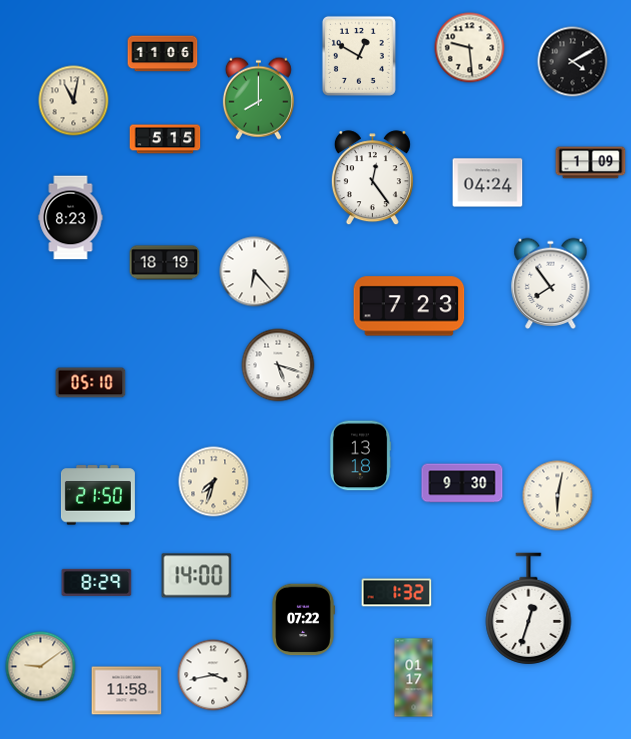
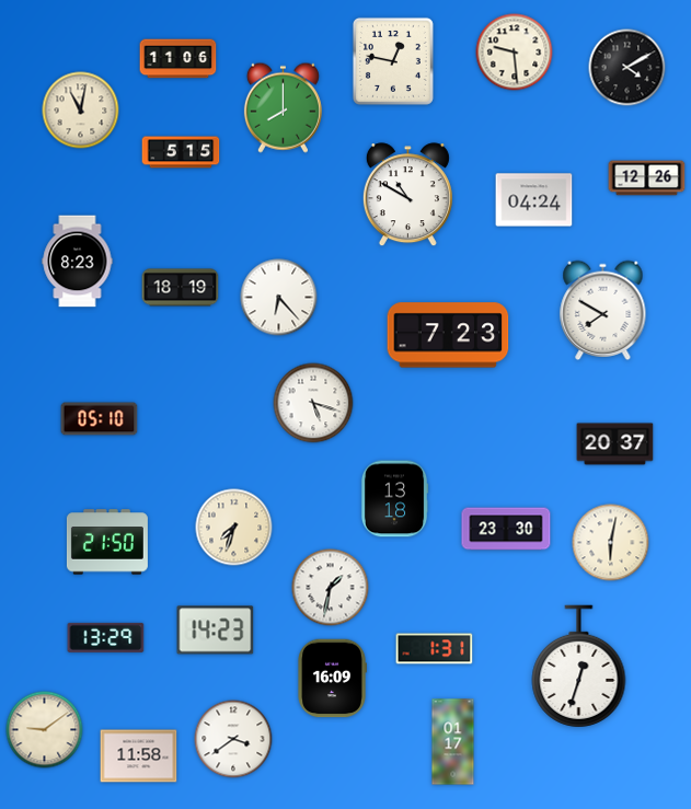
clock at (359, 56): 12:50 -> 12:47
clock at (591, 163): 1:09 -> 12:26
clock at (372, 178): 12:24 -> 10:50
clock at (71, 218) position: (71, 218) -> (78, 262)
clock at (551, 283): 7:54 -> 7:50
clock at (278, 365) position: (278, 365) -> (313, 403)
clock at (615, 444): none -> 20:37
clock at (462, 483): 9:30 -> 23:30
clock at (331, 588): none -> 1:32
clock at (197, 576): 14:00 -> 14:23
clock at (97, 582): 8:29 -> 13:29
clock at (397, 593): 1:32 -> 1:31
clock at (303, 620): 07:22 -> 16:09
clock at (213, 675): 3:43 -> 3:39
